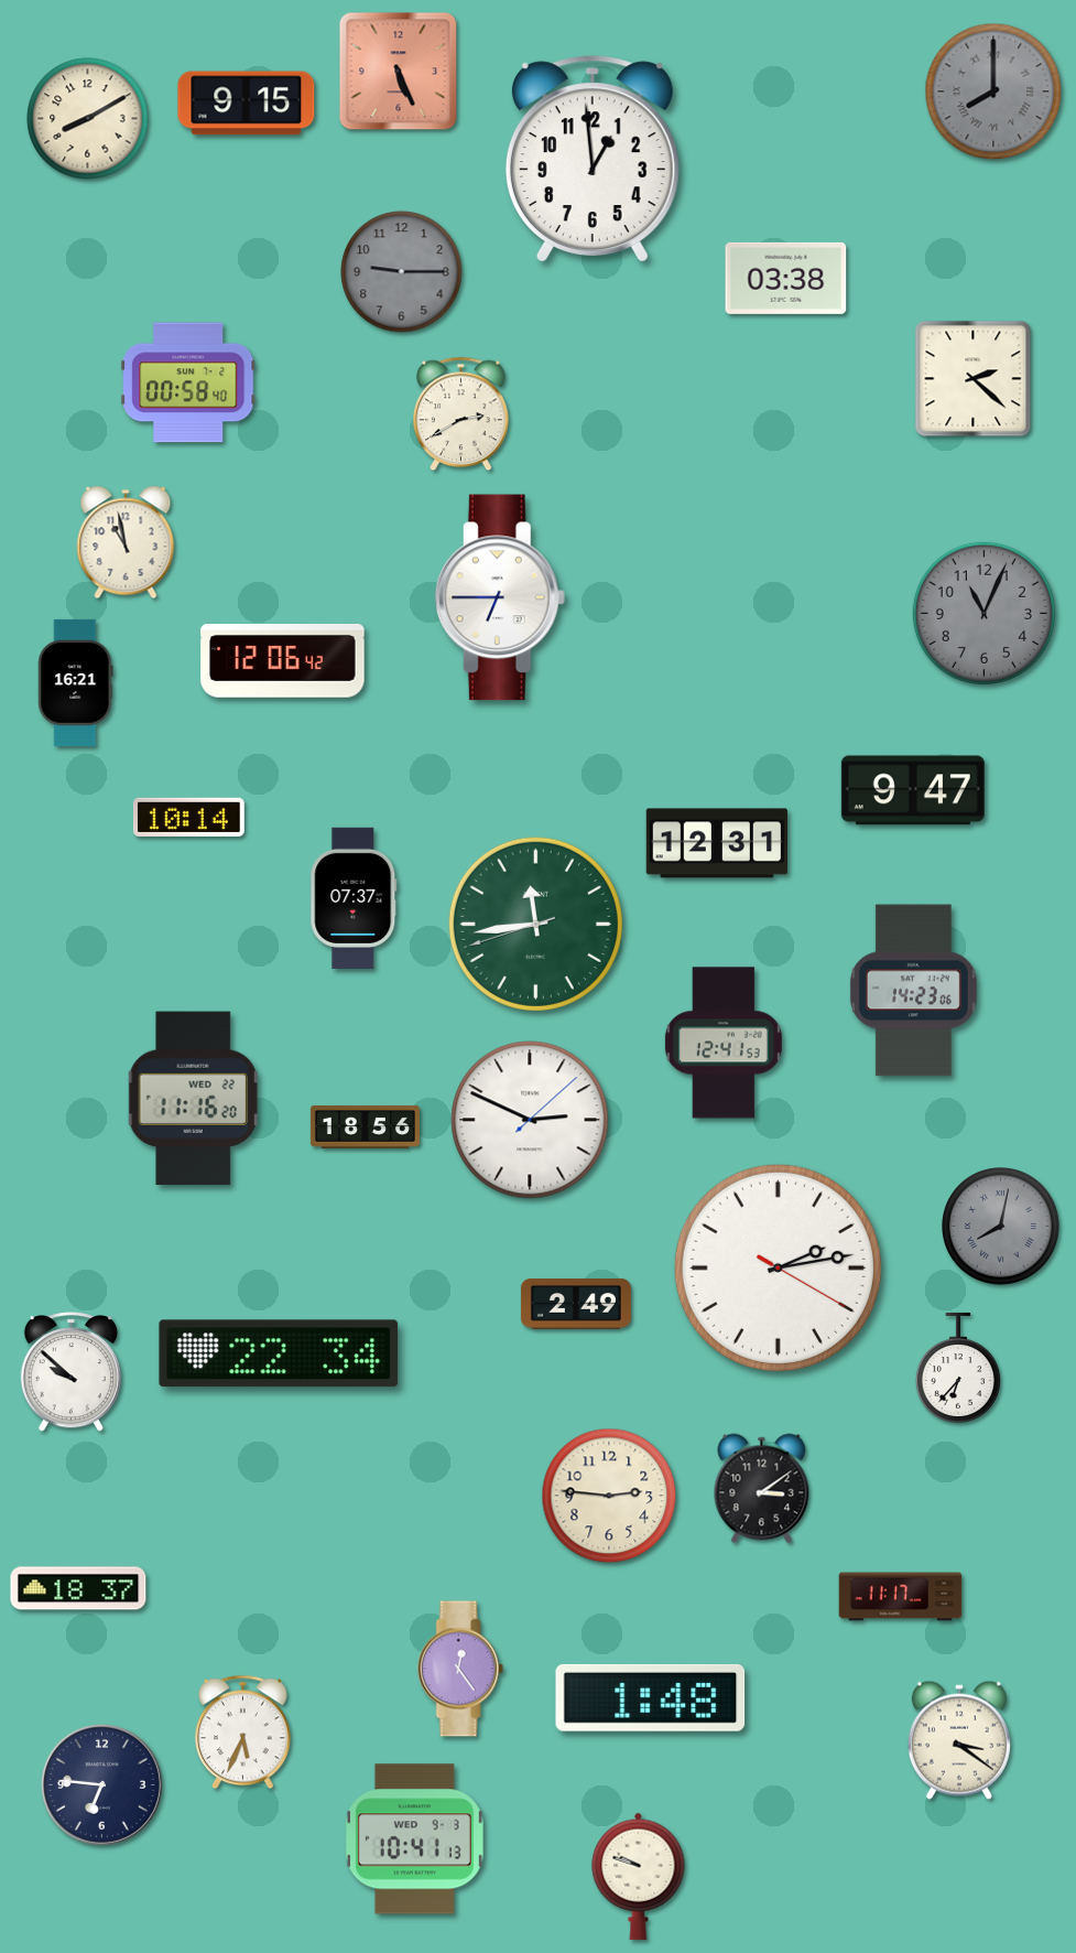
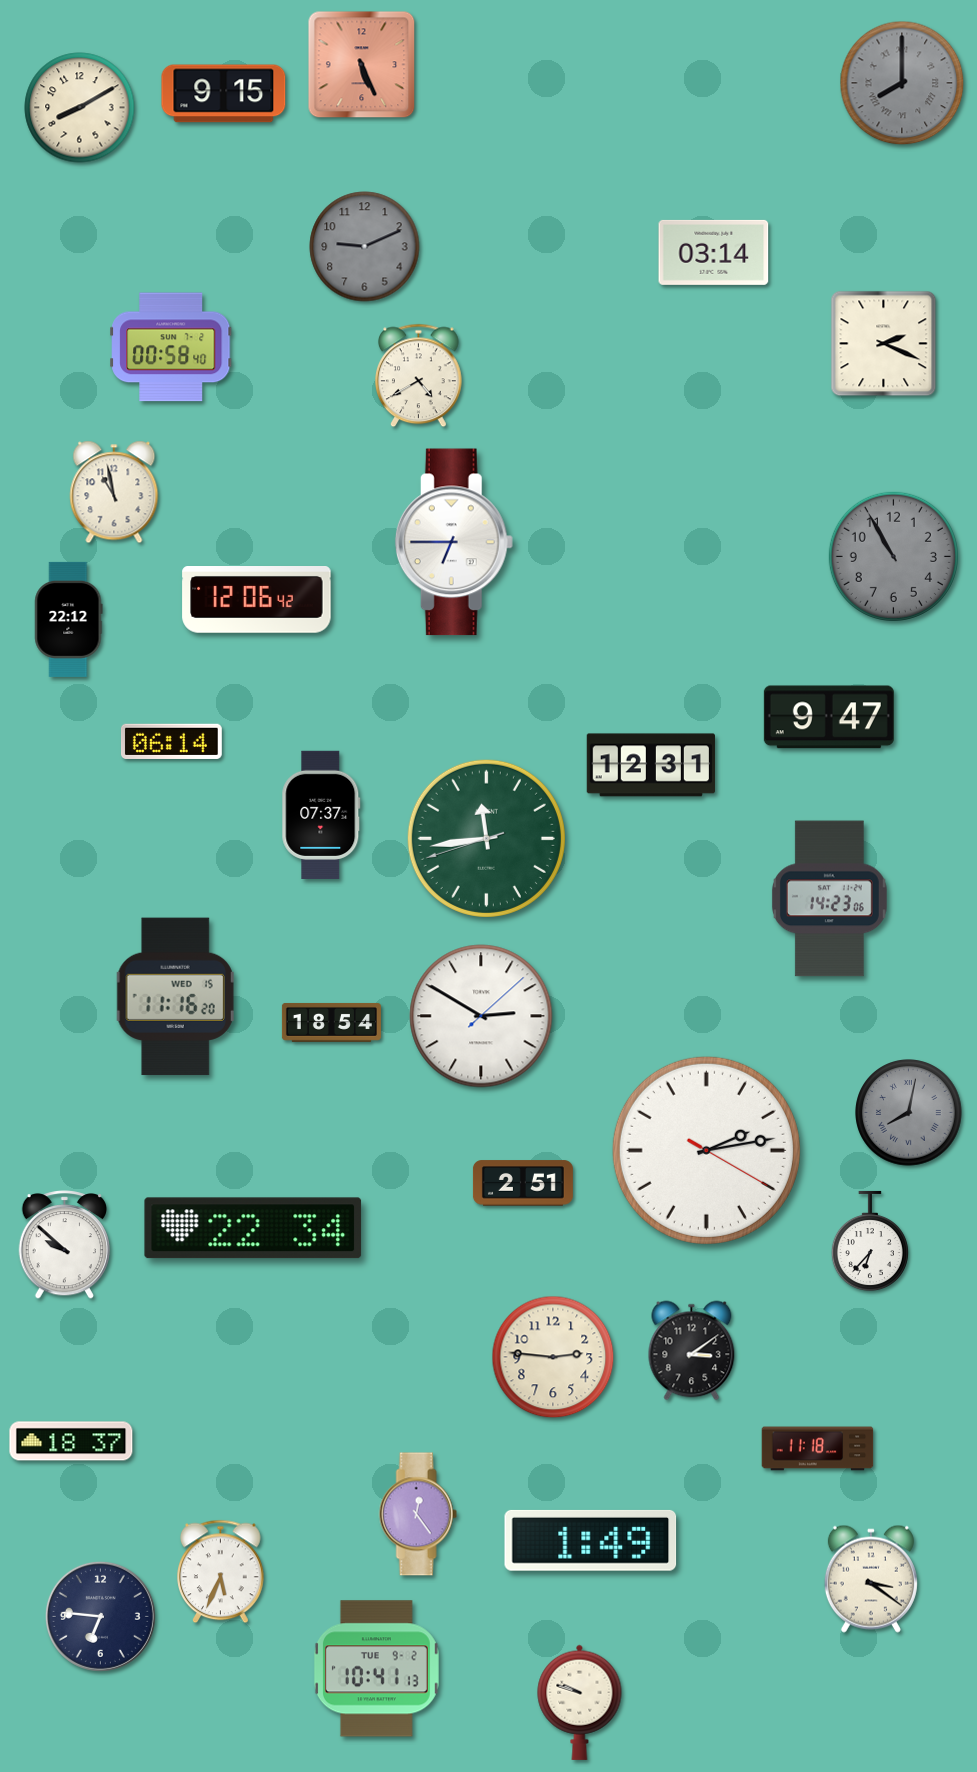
clock at (593, 159): 12:59 -> none
clock at (402, 272): 9:15 -> 9:11
clock at (786, 278): 03:38 -> 03:14
clock at (974, 379): 2:22 -> 2:19
clock at (461, 414): 2:40 -> 4:40
clock at (983, 613): 11:04 -> 10:55
clock at (76, 682): 16:21 -> 22:12
clock at (188, 817): 10:14 -> 06:14
clock at (724, 1043): 12:41 -> none
clock at (193, 1099) date: WED 22 -> WED 15
clock at (530, 1120): 2:49 -> 2:50
clock at (365, 1126): 18:56 -> 18:54
clock at (576, 1304): 2:49 -> 2:51
clock at (901, 1597): 11:17 -> 11:18
clock at (651, 1697): 1:48 -> 1:49
clock at (101, 1784) position: (101, 1784) -> (100, 1616)
clock at (414, 1839) date: WED 9-3 -> TUE 9-2
